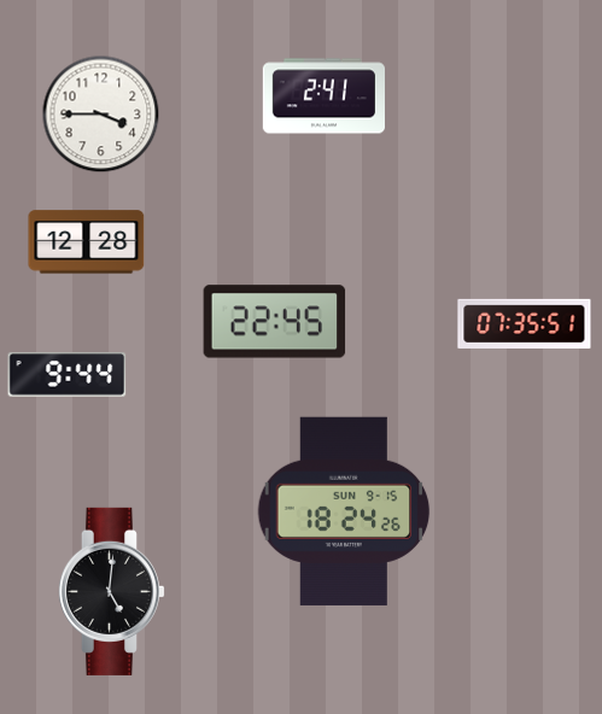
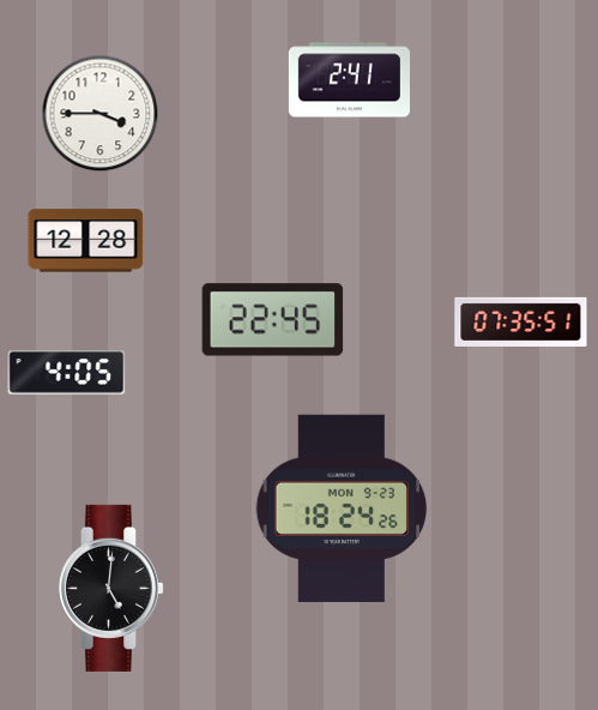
clock at (323, 96) position: (323, 96) -> (349, 80)
clock at (68, 375): 9:44 -> 4:05
clock at (344, 511) date: SUN 9-15 -> MON 9-23
